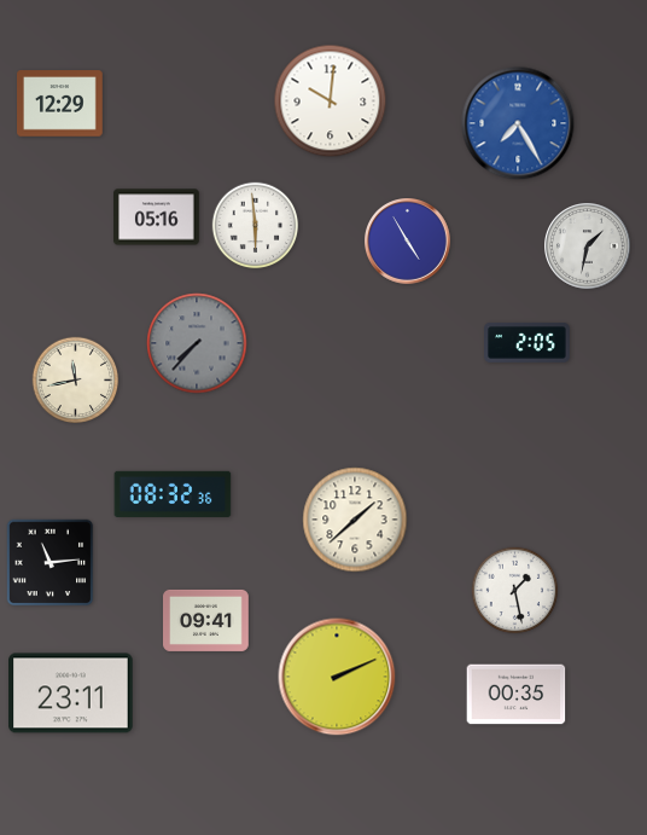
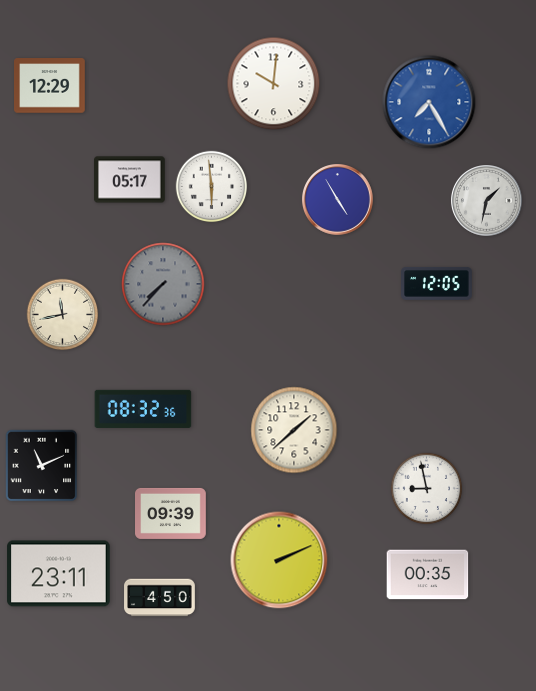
clock at (157, 218): 05:16 -> 05:17
clock at (588, 247) position: (588, 247) -> (487, 201)
clock at (527, 343): 2:05 -> 12:05
clock at (51, 563): 11:14 -> 11:11
clock at (515, 591): 1:28 -> 8:58
clock at (206, 620): 09:41 -> 09:39
clock at (160, 598): none -> 4:50
